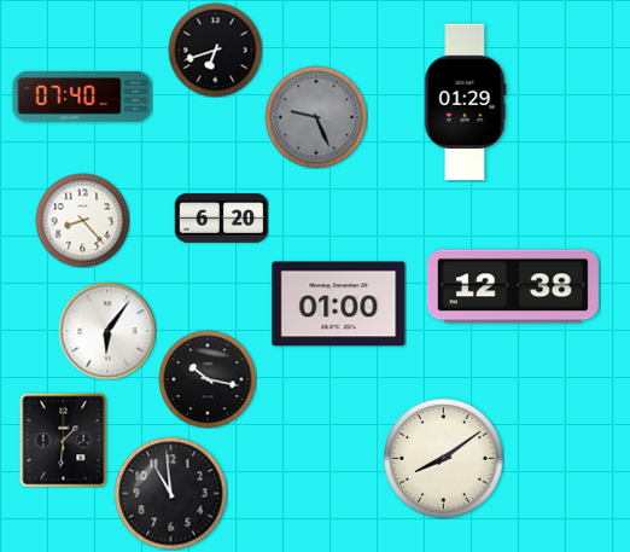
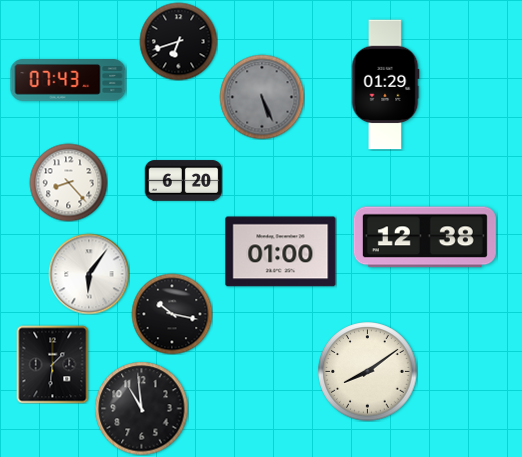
clock at (82, 98): 07:40 -> 07:43
clock at (316, 117): 9:26 -> 5:26
clock at (444, 459) position: (444, 459) -> (368, 372)
